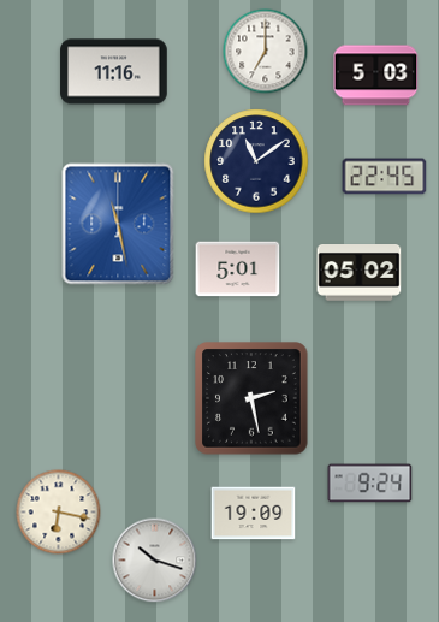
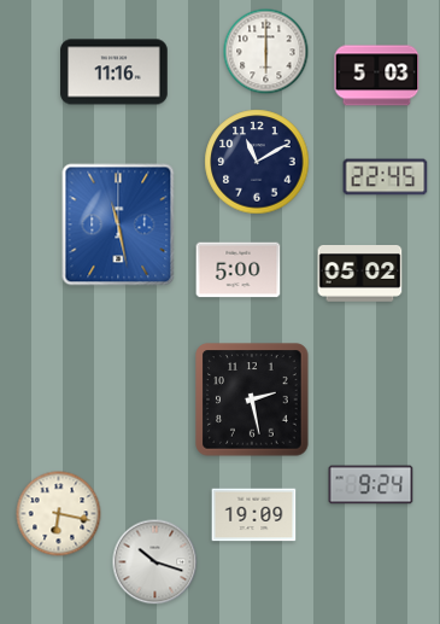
clock at (266, 52): 7:00 -> 6:00
clock at (256, 161): 11:09 -> 11:10
clock at (238, 269): 5:01 -> 5:00
